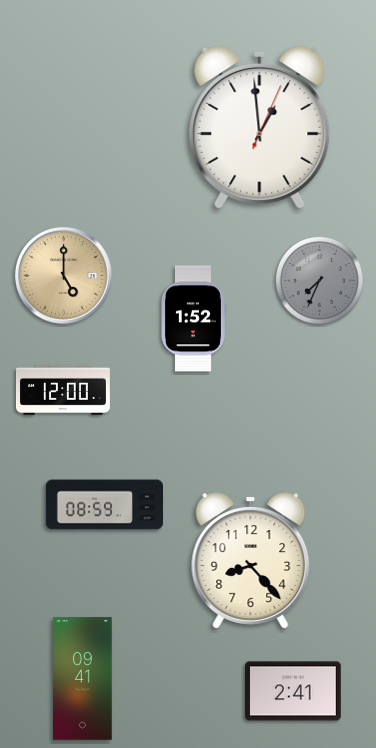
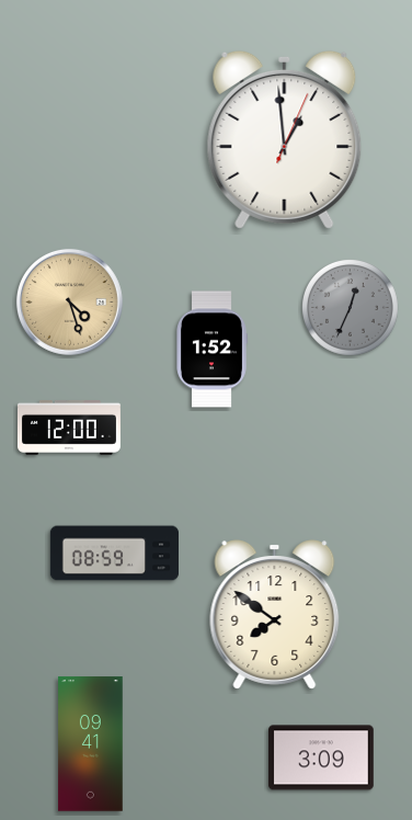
clock at (63, 275): 5:00 -> 4:27
clock at (320, 281): 7:34 -> 12:34
clock at (251, 561): 8:23 -> 7:51
clock at (294, 691): 2:41 -> 3:09
